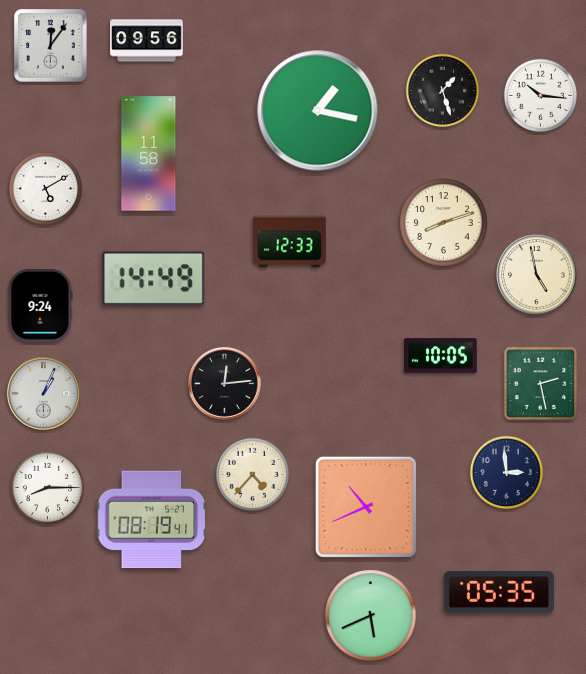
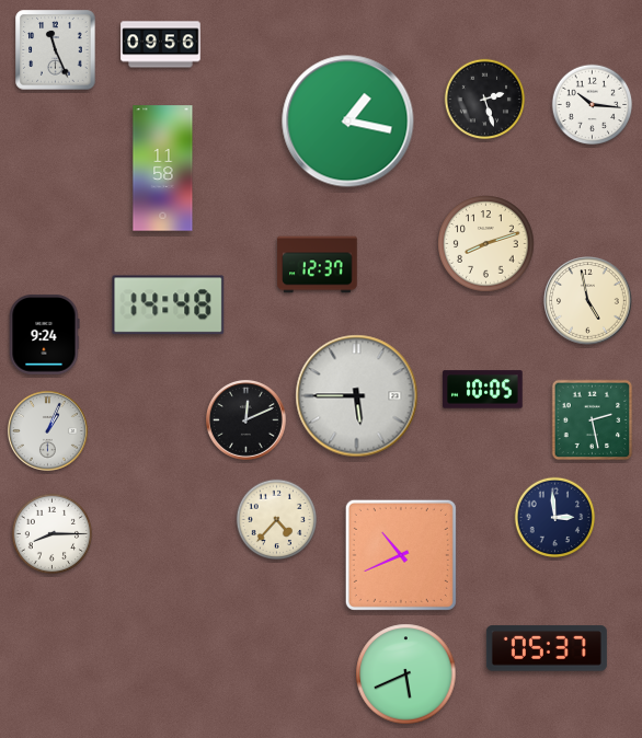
clock at (51, 46): 12:06 -> 11:26
clock at (443, 91): 1:27 -> 2:27
clock at (46, 189): 5:10 -> none
clock at (290, 242): 12:33 -> 12:37
clock at (154, 279): 14:49 -> 14:48
clock at (357, 396): none -> 5:45
clock at (224, 383): 12:14 -> 12:11
clock at (152, 520): 08:19 -> none
clock at (499, 592): 05:35 -> 05:37
